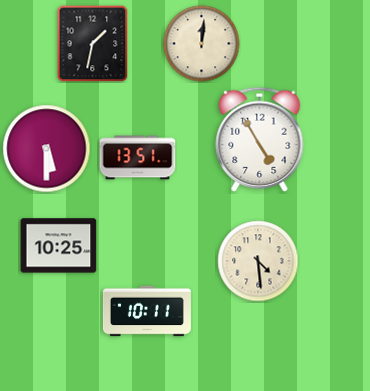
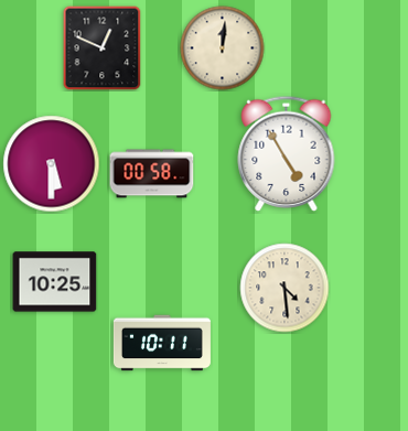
clock at (93, 43): 1:32 -> 12:49
clock at (138, 158): 13:51 -> 00:58
clock at (59, 246) position: (59, 246) -> (55, 282)
